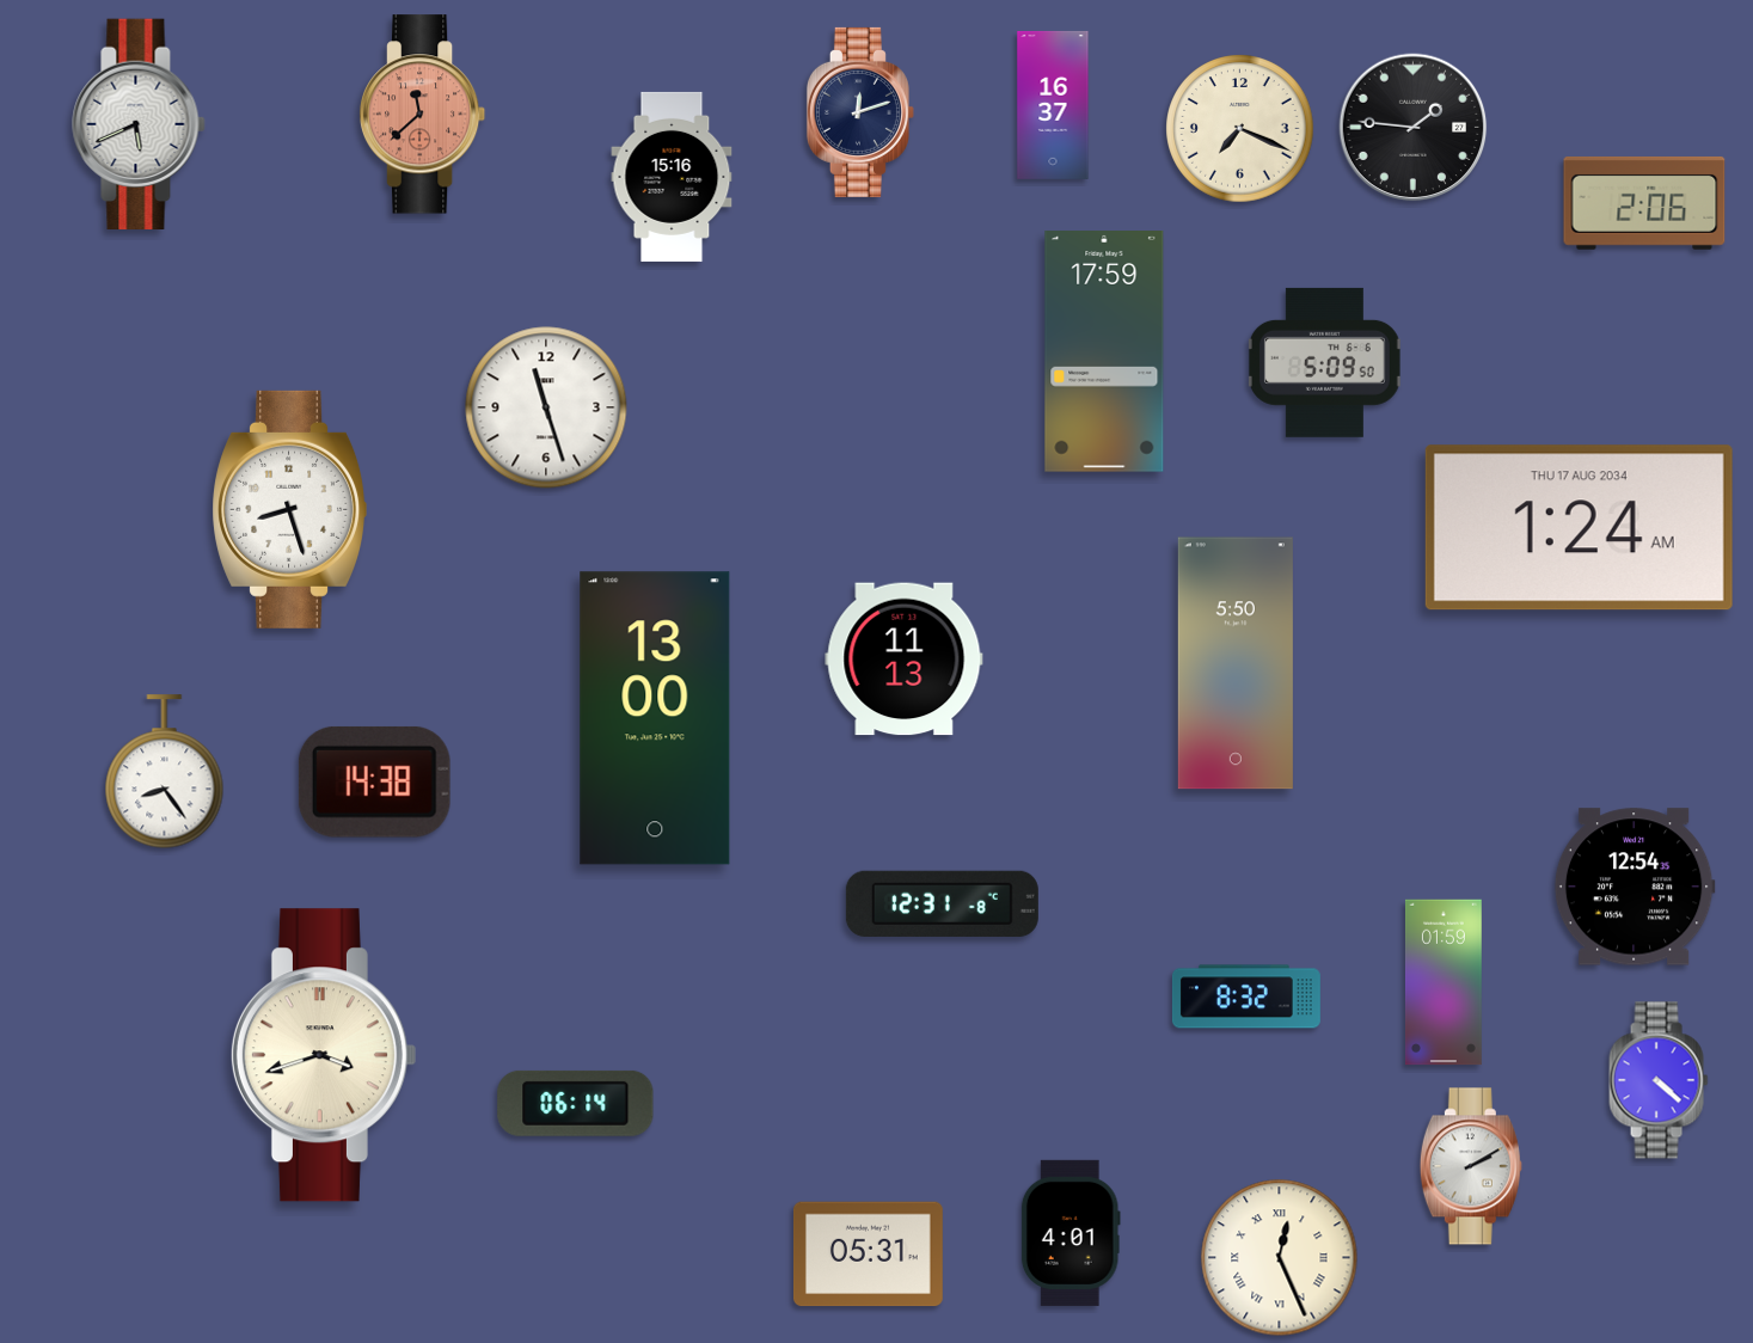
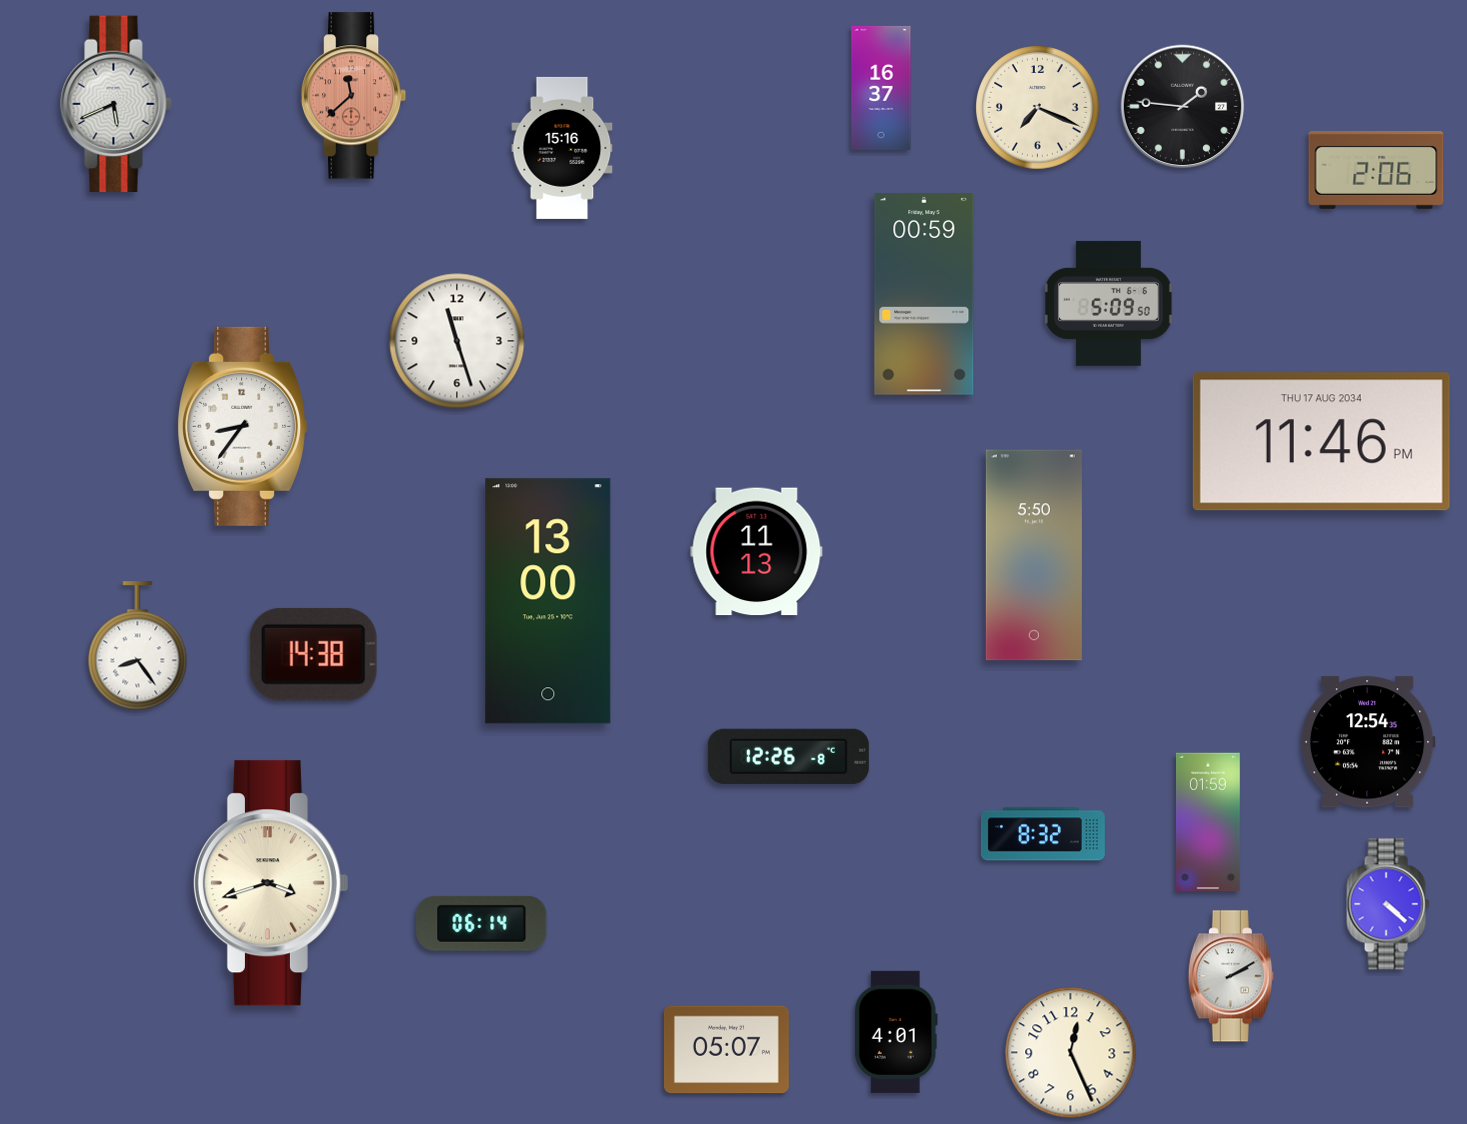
clock at (860, 112): 12:12 -> none
clock at (1104, 352): 17:59 -> 00:59
clock at (289, 509): 8:27 -> 8:36
clock at (1579, 528): 1:24 -> 11:46
clock at (942, 903): 12:31 -> 12:26
clock at (868, 1255): 05:31 -> 05:07
clock at (1280, 1258) numerals: Roman -> Arabic
